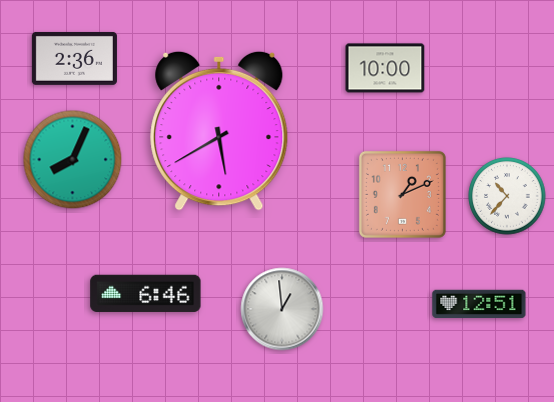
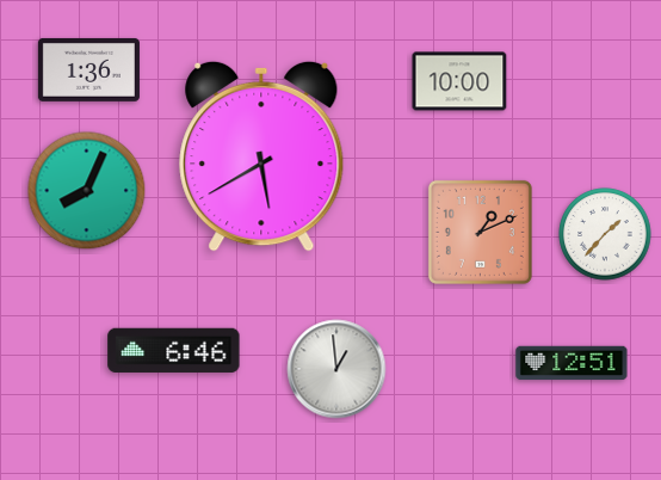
clock at (74, 58): 2:36 -> 1:36
clock at (507, 196): 10:37 -> 1:37
